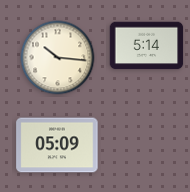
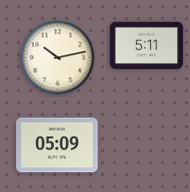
clock at (147, 46): 5:14 -> 5:11
clock at (58, 58): 10:16 -> 10:13
